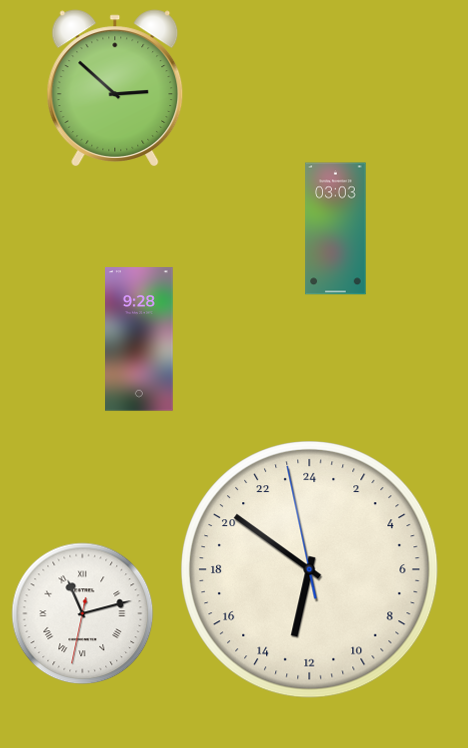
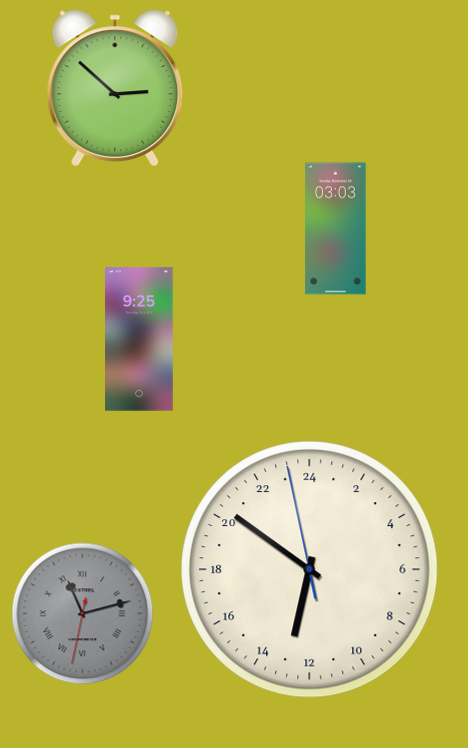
clock at (139, 339): 9:28 -> 9:25
clock at (83, 614) dial: white -> grey
